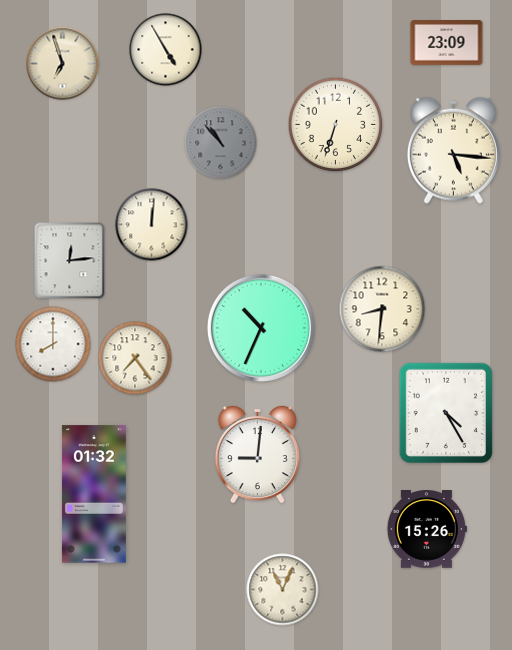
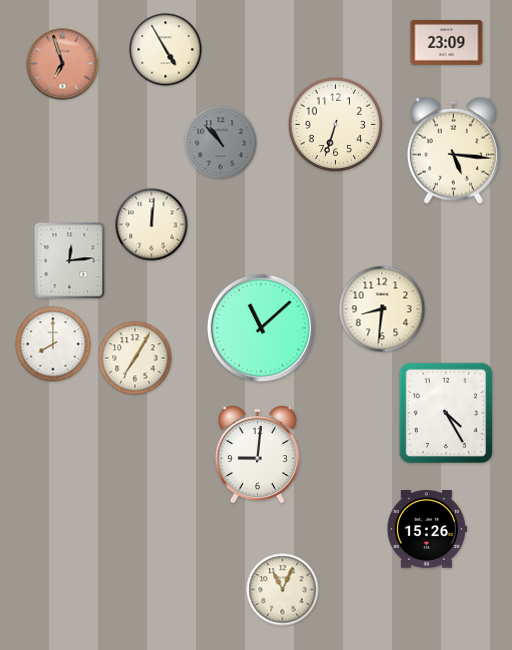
clock at (63, 64) dial: cream -> salmon
clock at (261, 328): 10:34 -> 11:08
clock at (135, 358): 7:24 -> 7:05
clock at (94, 494): 01:32 -> none
